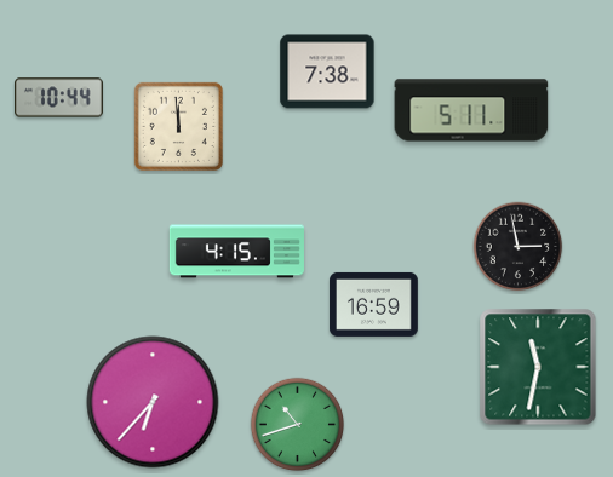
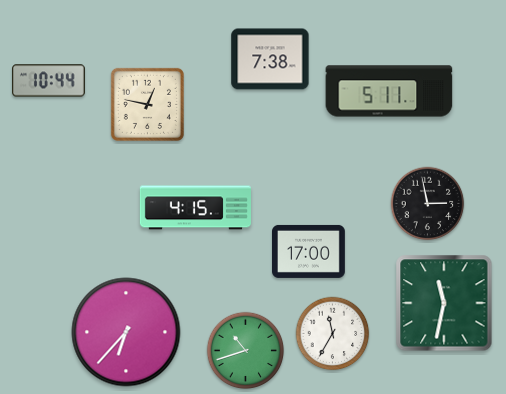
clock at (178, 126): 11:59 -> 12:47
clock at (374, 304): 16:59 -> 17:00
clock at (333, 334): none -> 11:35
